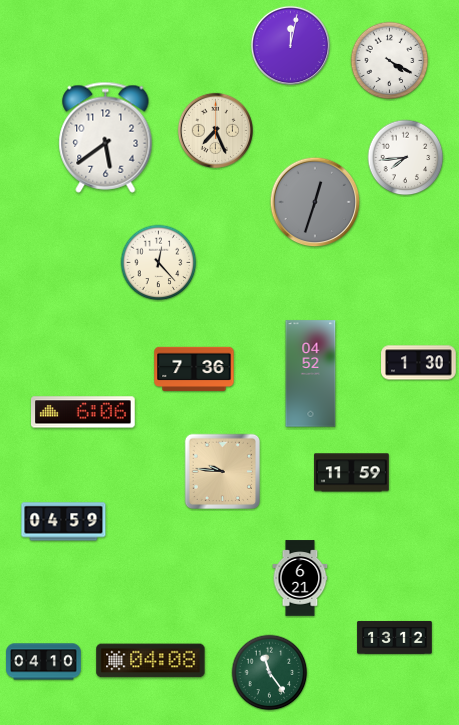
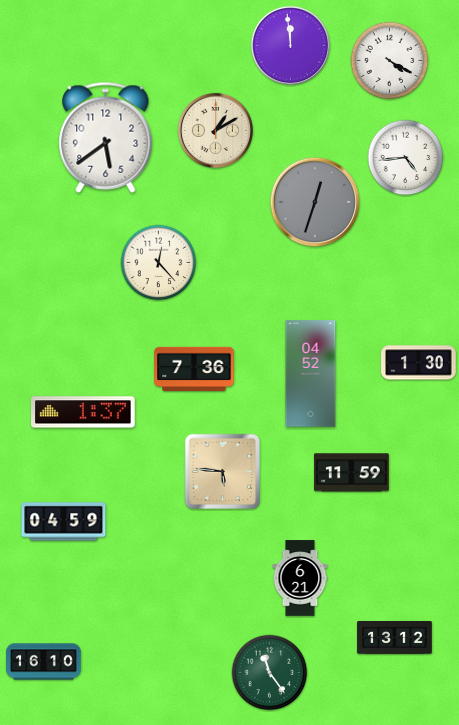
clock at (290, 45): 12:02 -> 11:59
clock at (215, 130): 7:26 -> 1:10
clock at (406, 158): 7:44 -> 4:44
clock at (84, 412): 6:06 -> 1:37
clock at (222, 471): 9:46 -> 5:46
clock at (151, 661): 04:08 -> none
clock at (44, 662): 04:10 -> 16:10
